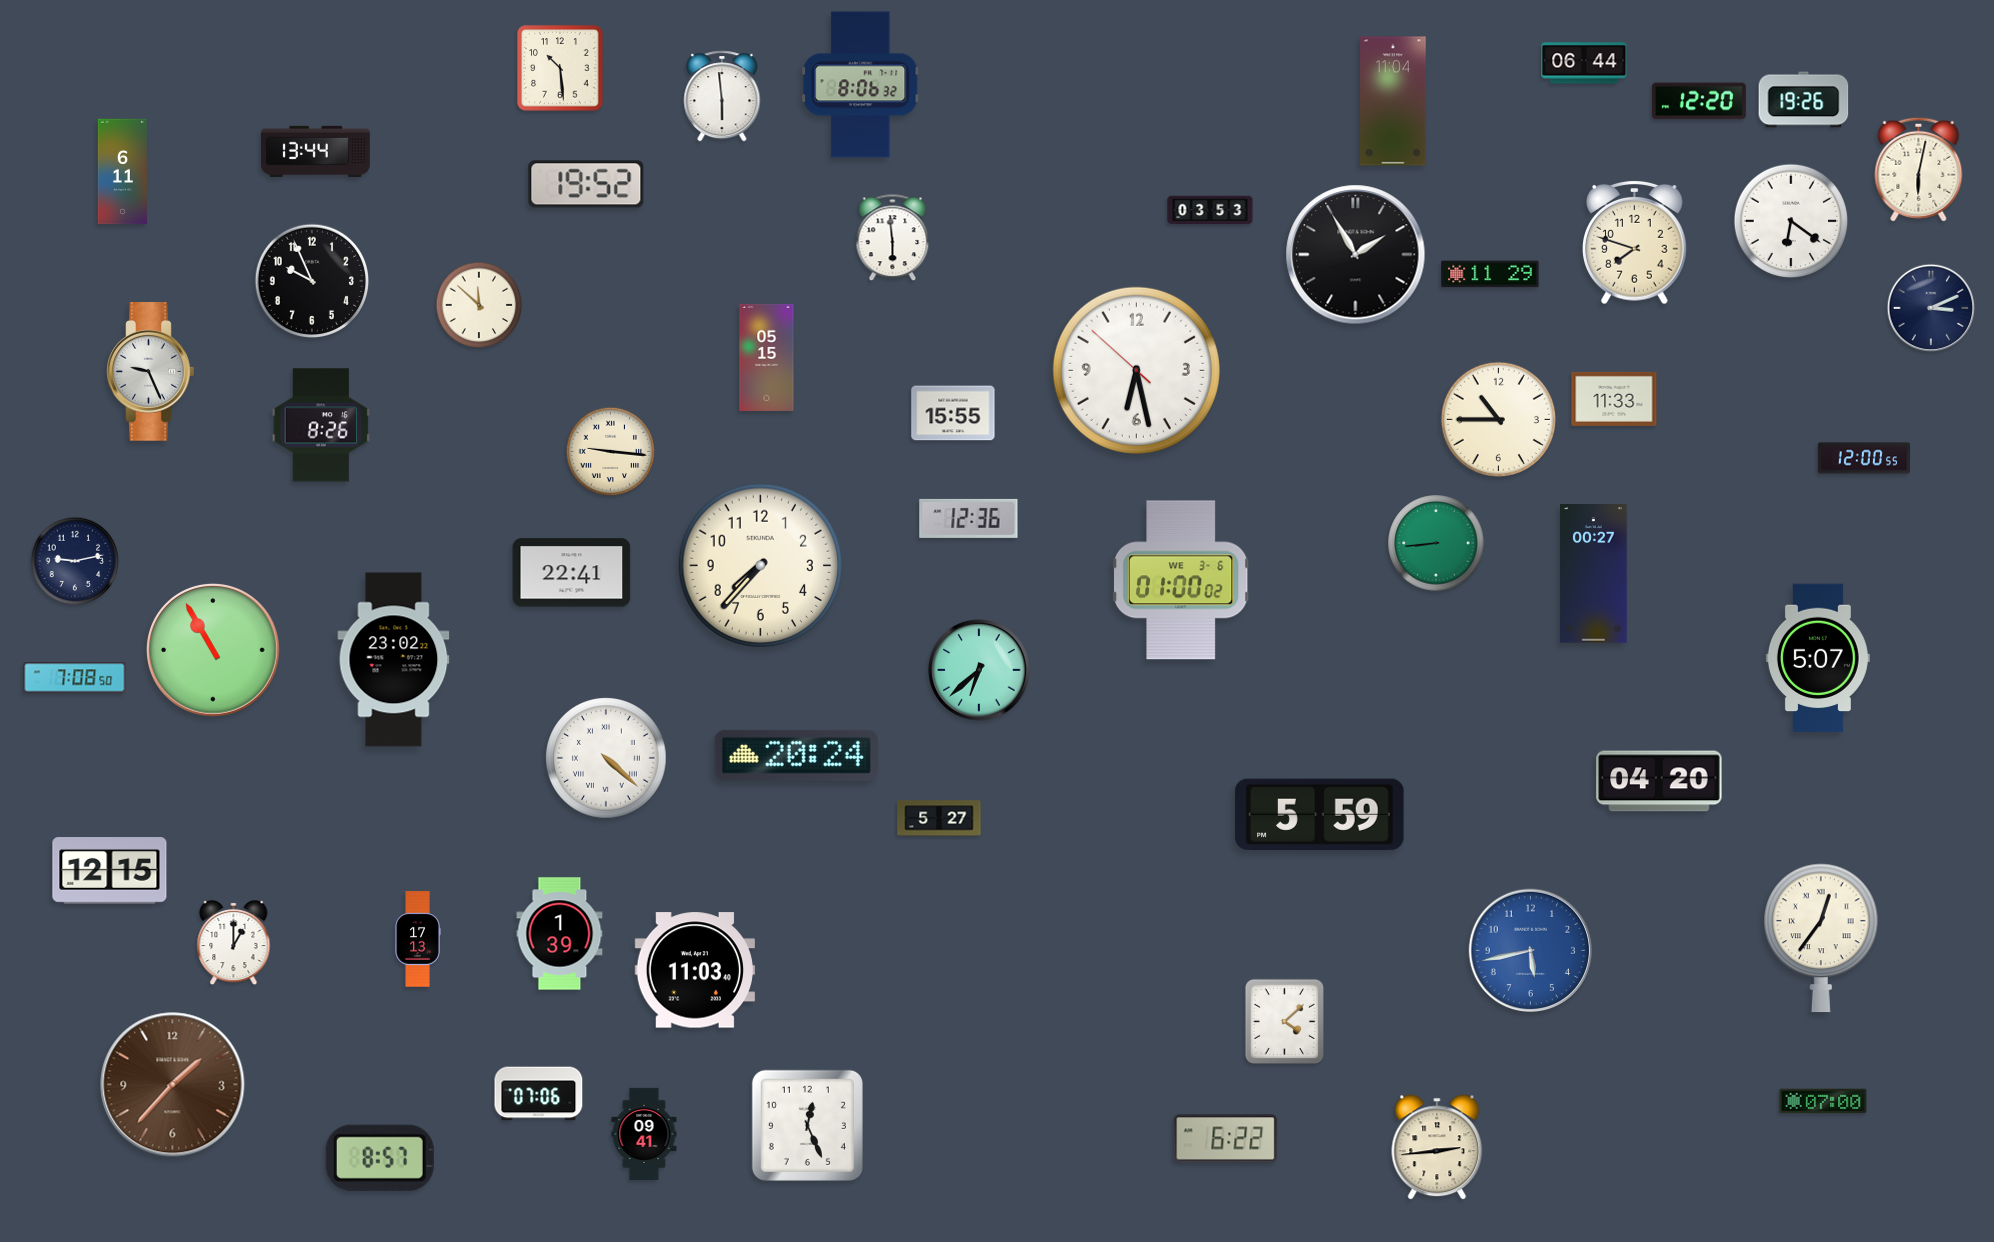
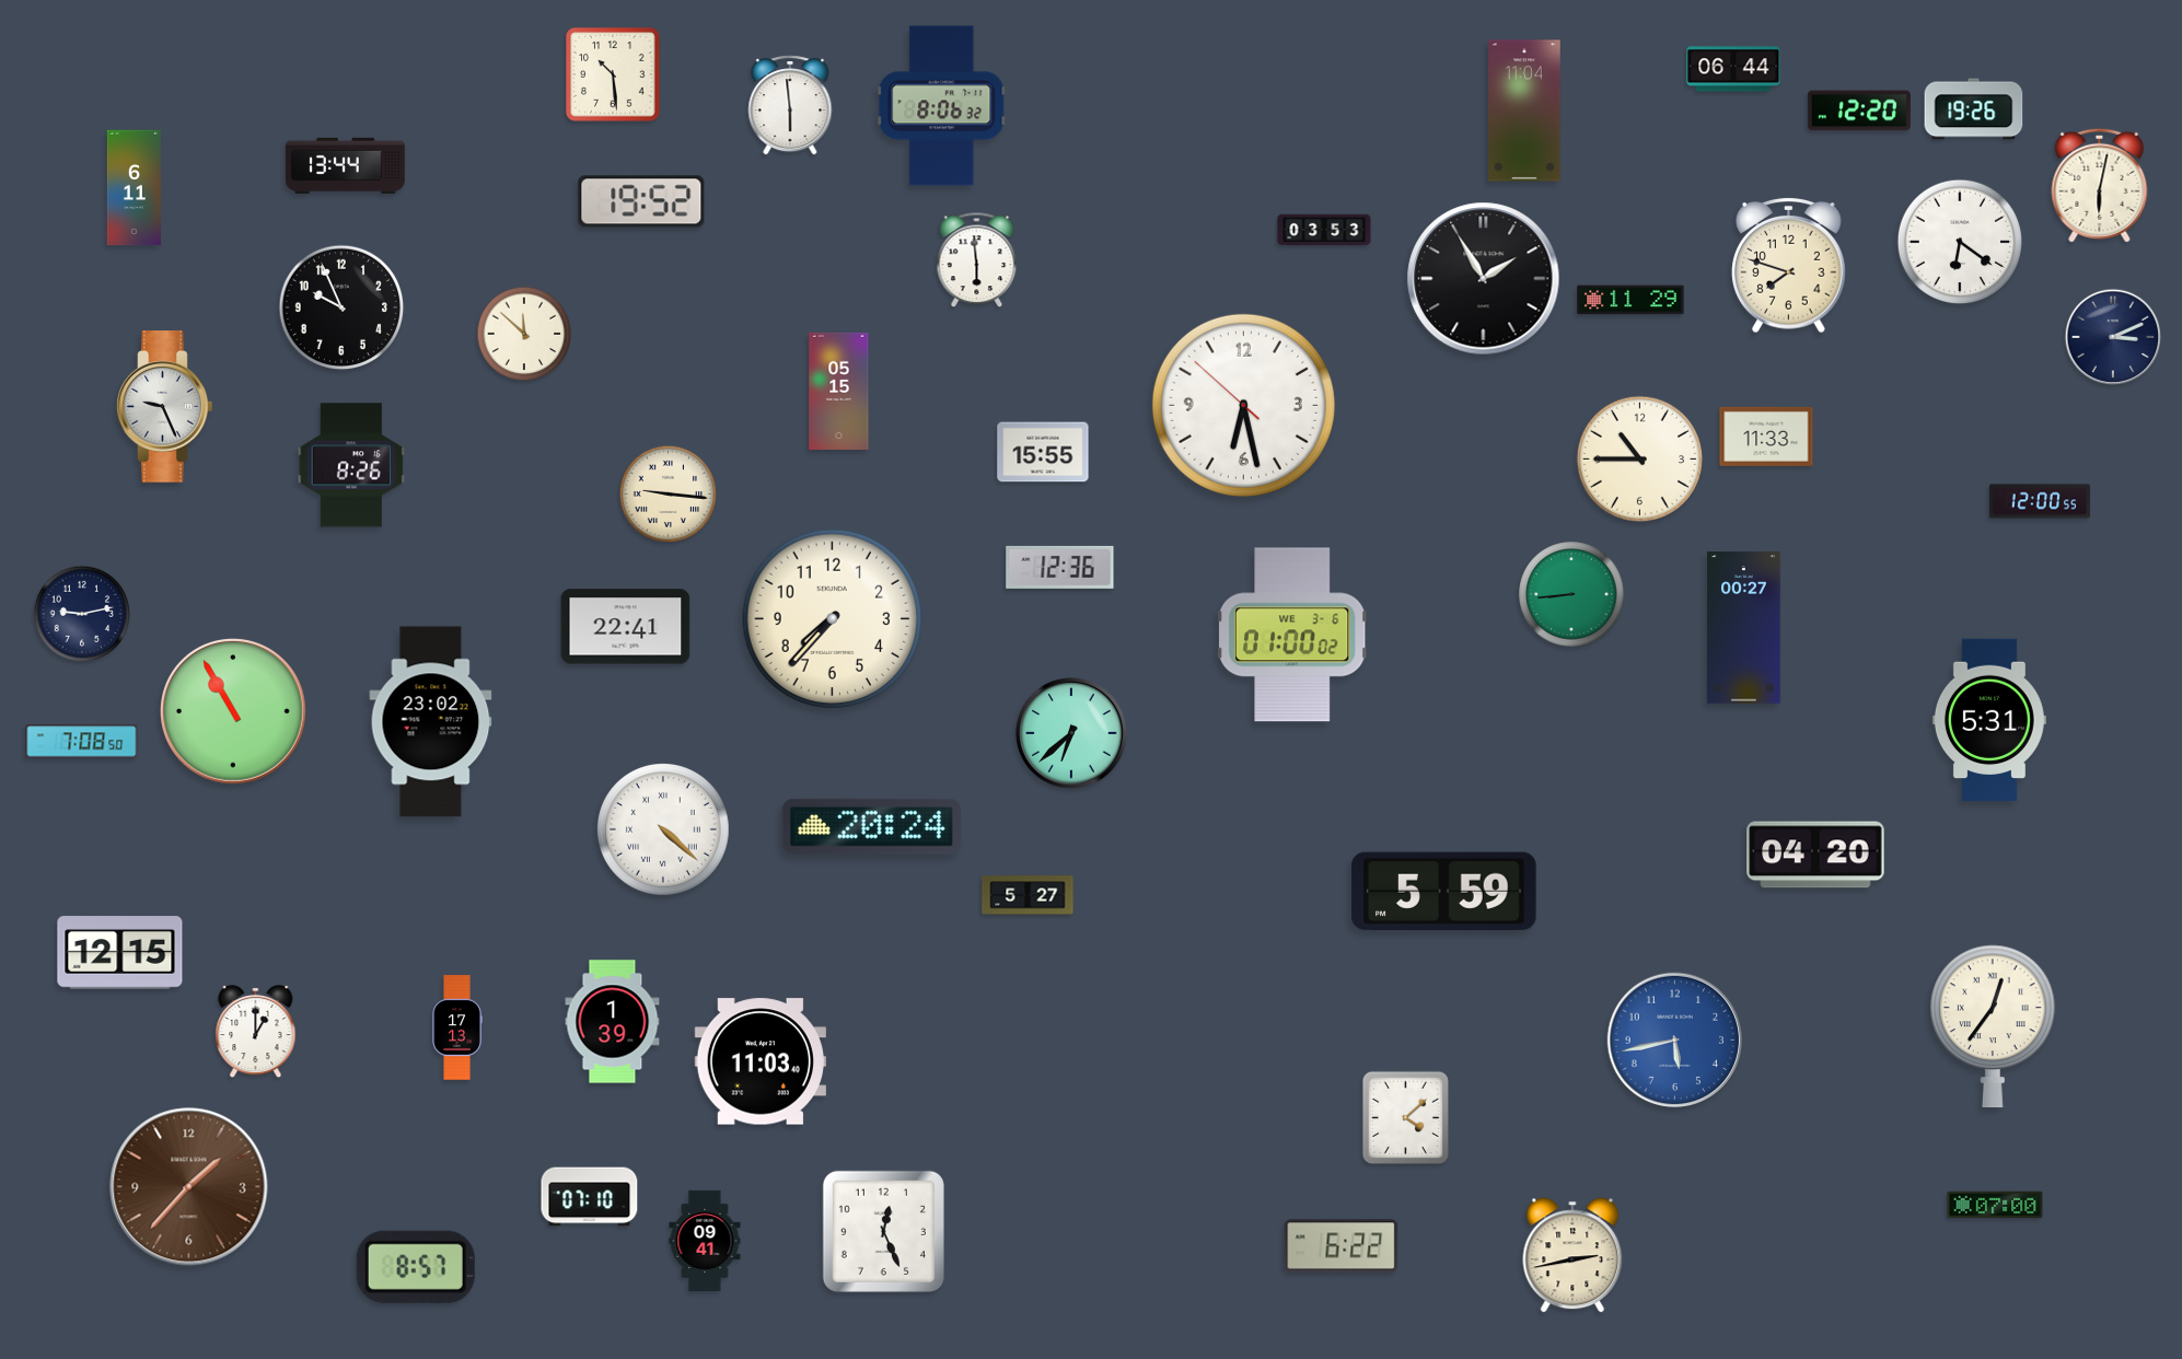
clock at (861, 85) position: (861, 85) -> (942, 106)
clock at (1818, 658): 5:07 -> 5:31
clock at (539, 1094): 07:06 -> 07:10
clock at (1437, 1147): 2:44 -> 2:43
